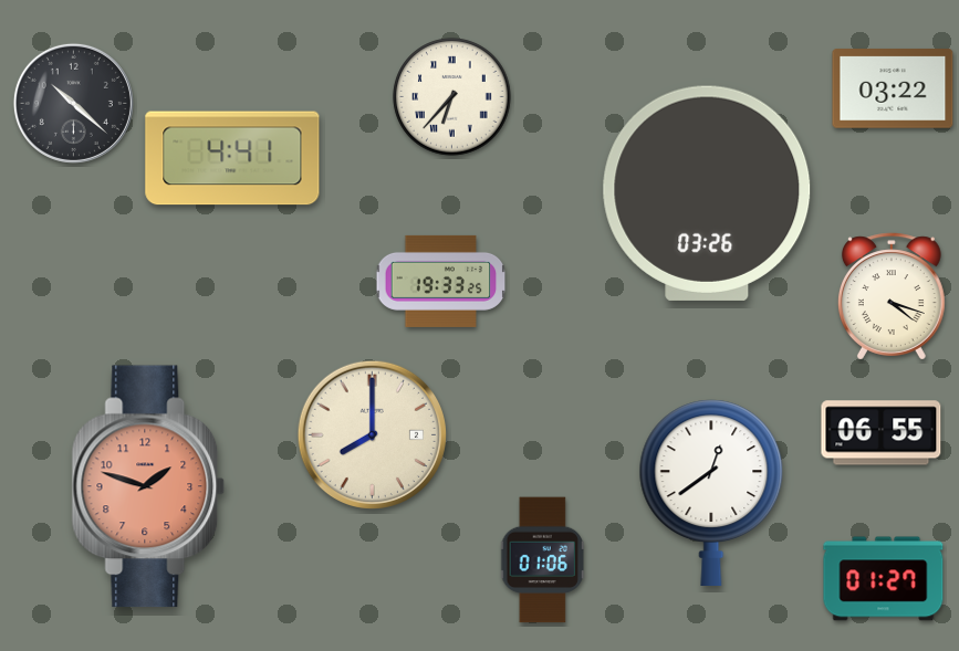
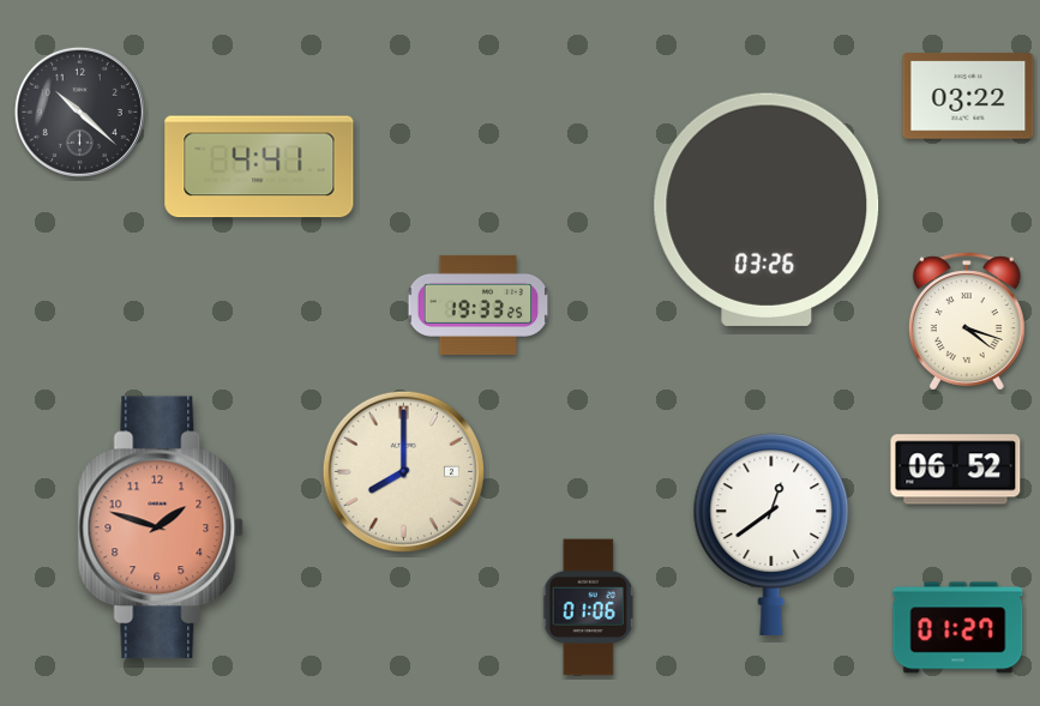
clock at (452, 97): 6:37 -> none
clock at (232, 158) position: (232, 158) -> (259, 167)
clock at (882, 433): 06:55 -> 06:52
